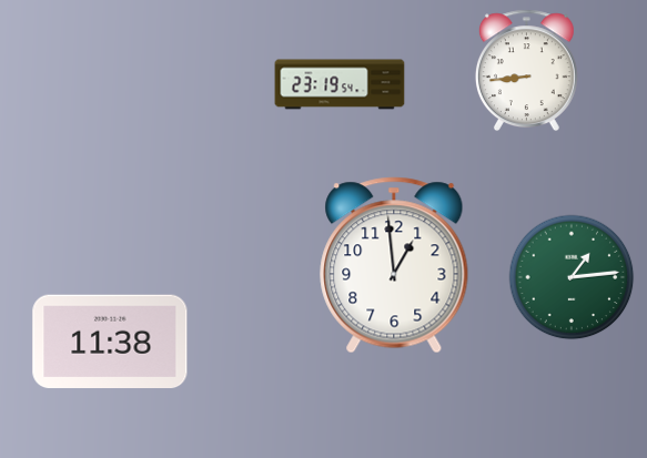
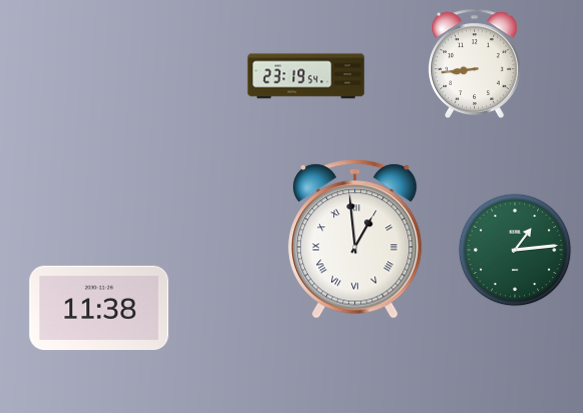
clock at (394, 265) numerals: Arabic -> Roman
